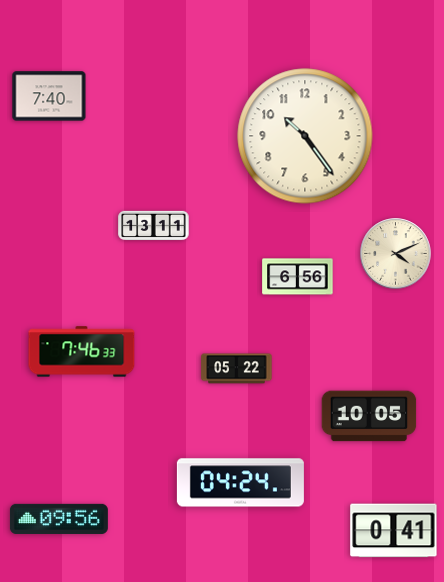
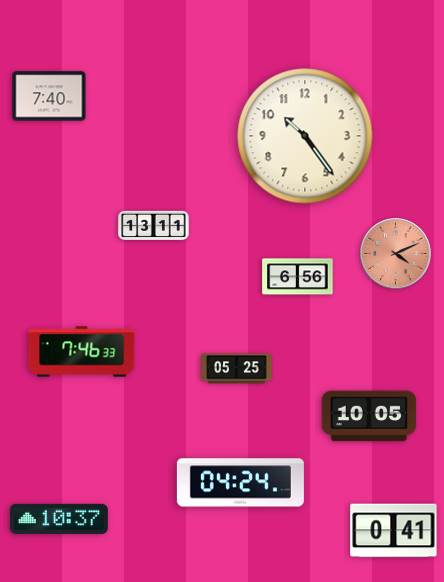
clock at (396, 254) dial: cream -> salmon
clock at (237, 369): 05:22 -> 05:25
clock at (59, 519): 09:56 -> 10:37
